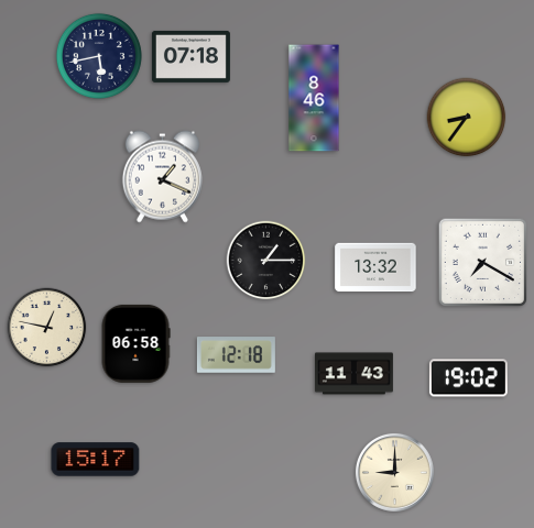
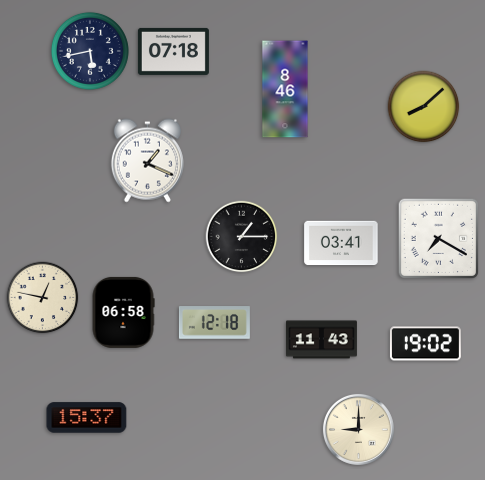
clock at (467, 118): 8:36 -> 8:08
clock at (375, 267): 13:32 -> 03:41
clock at (96, 460): 15:17 -> 15:37
